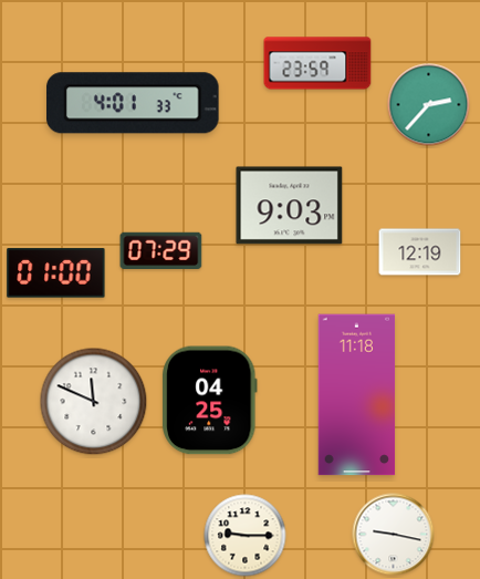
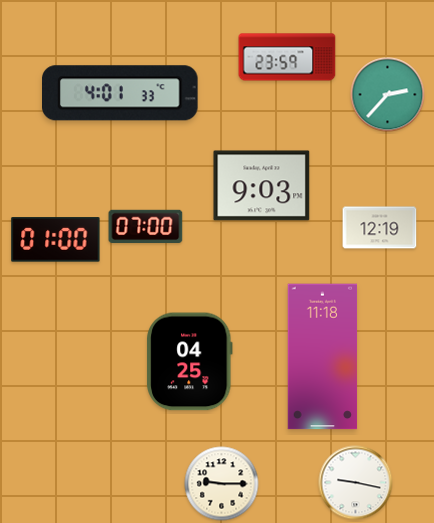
clock at (161, 250): 07:29 -> 07:00
clock at (56, 273) position: (56, 273) -> (56, 240)
clock at (94, 402): 11:49 -> none
